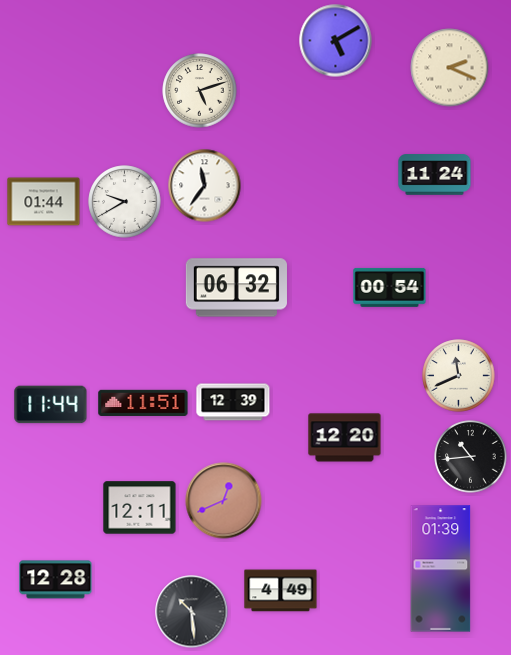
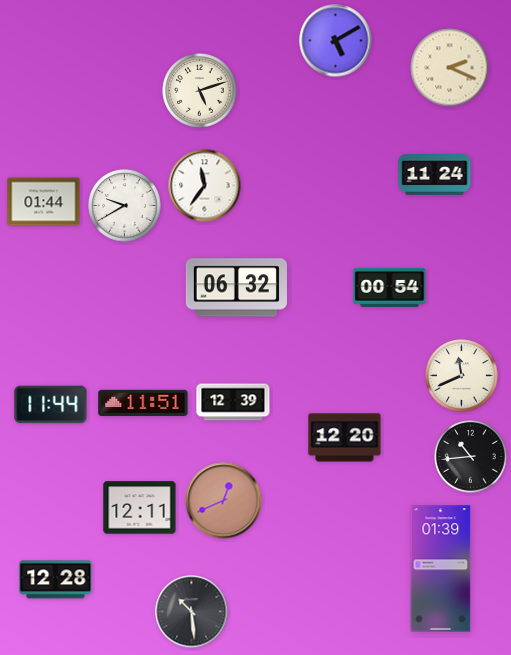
clock at (125, 202) position: (125, 202) -> (125, 206)
clock at (459, 376) position: (459, 376) -> (462, 376)
clock at (281, 591): 4:49 -> none
